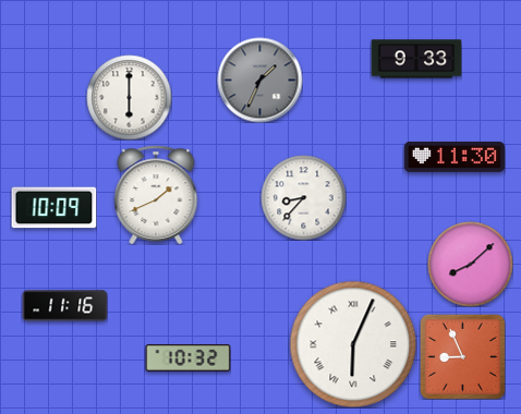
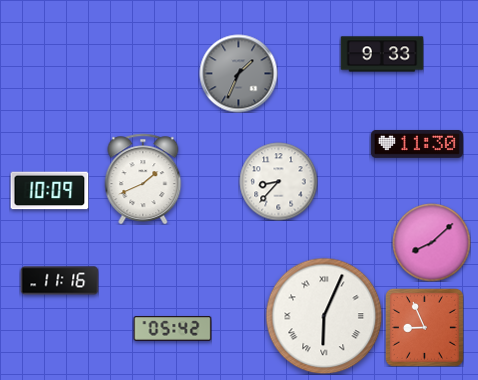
clock at (129, 97): 6:00 -> none
clock at (187, 358): 10:32 -> 05:42
